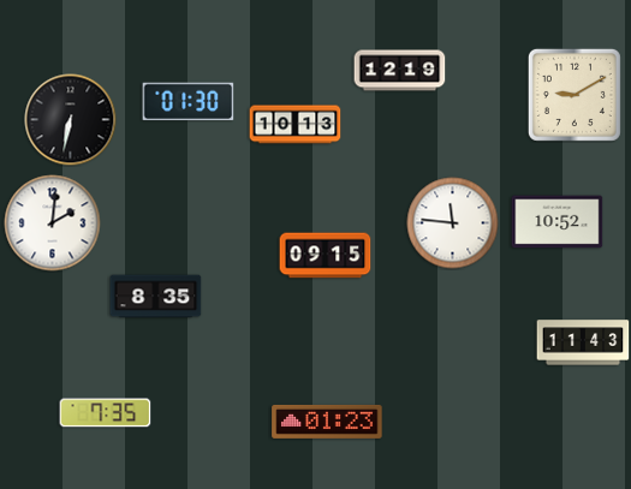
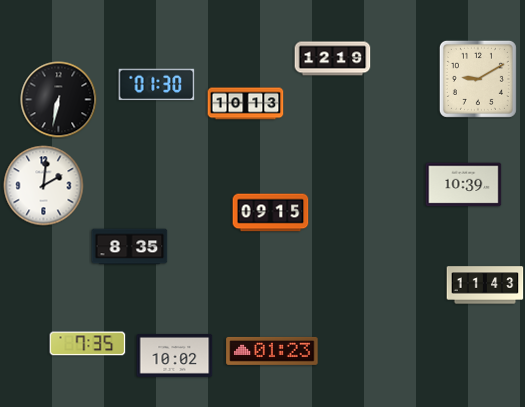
clock at (558, 222): 10:52 -> 10:39
clock at (453, 223): 11:46 -> none
clock at (175, 355): none -> 10:02
